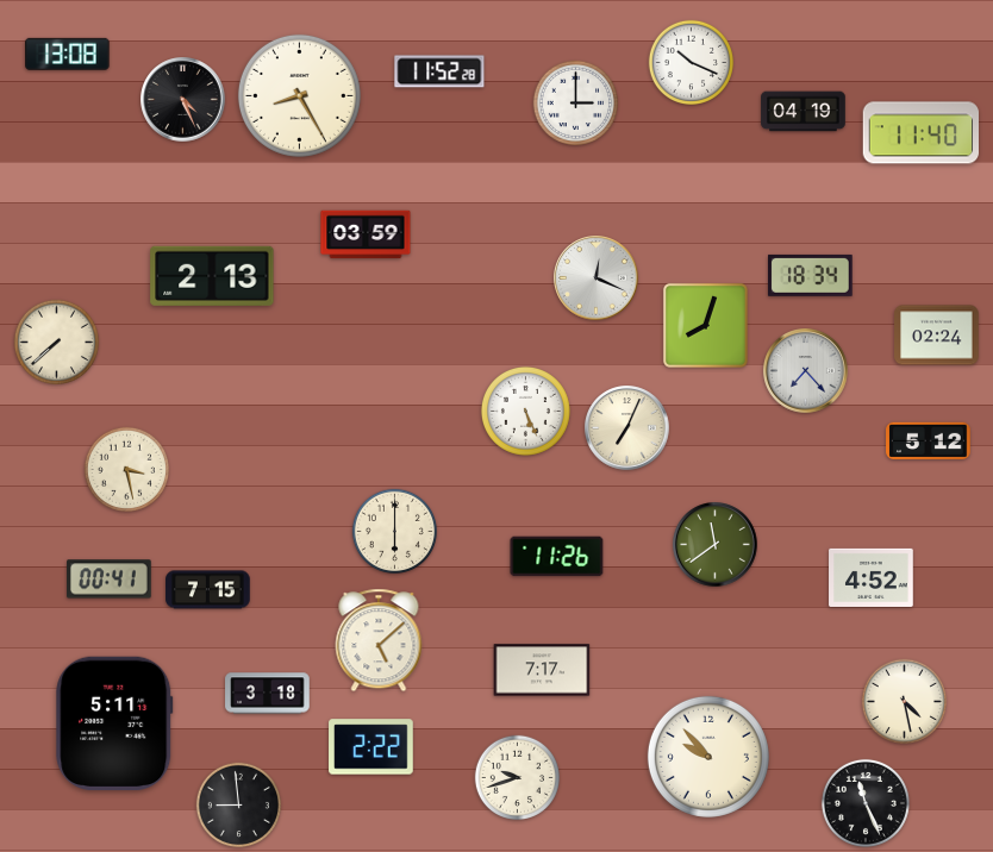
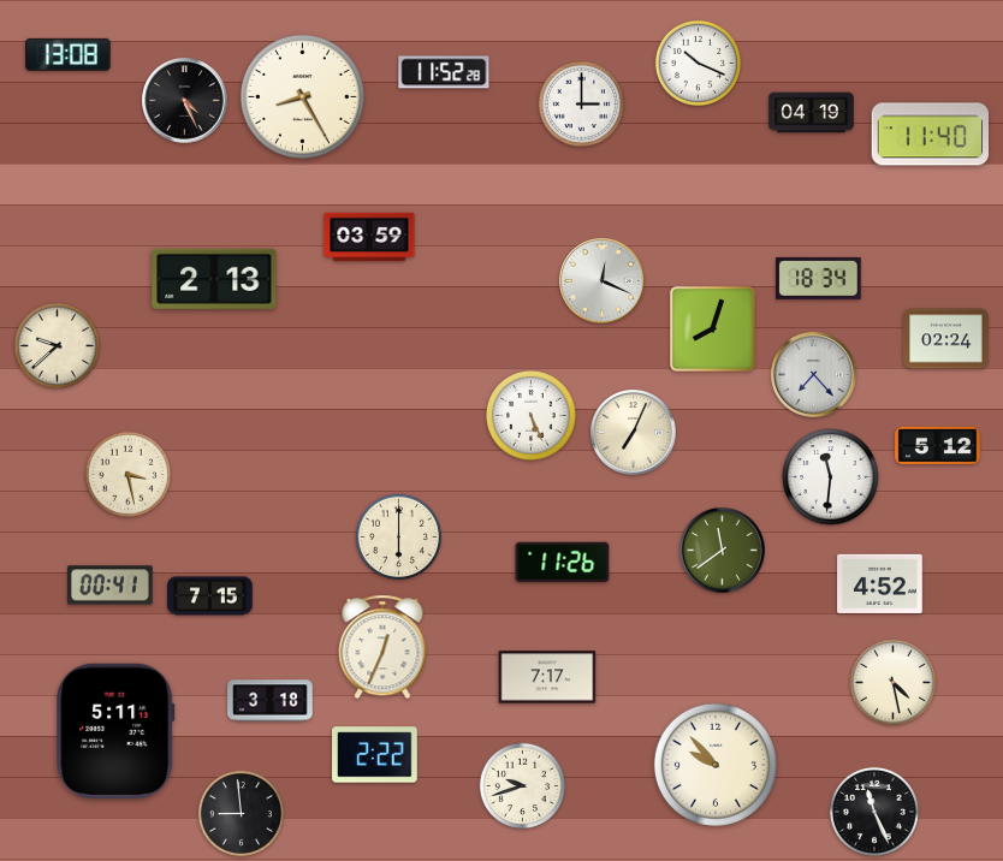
clock at (56, 342): 7:38 -> 9:38
clock at (831, 477): none -> 11:31
clock at (379, 640): 5:08 -> 12:34
clock at (904, 701) position: (904, 701) -> (892, 682)
